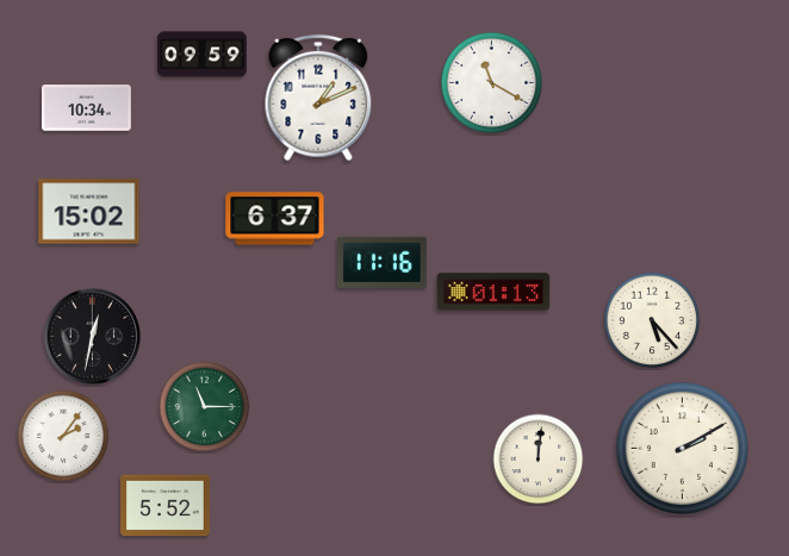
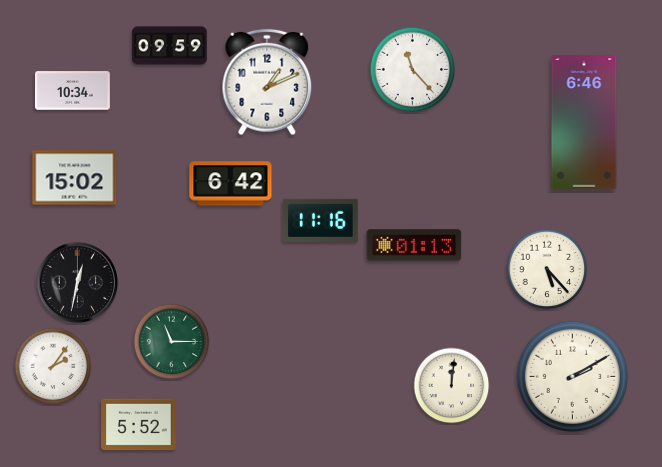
clock at (492, 83): 11:20 -> 11:23
clock at (584, 122): none -> 6:46
clock at (275, 219): 6:37 -> 6:42
